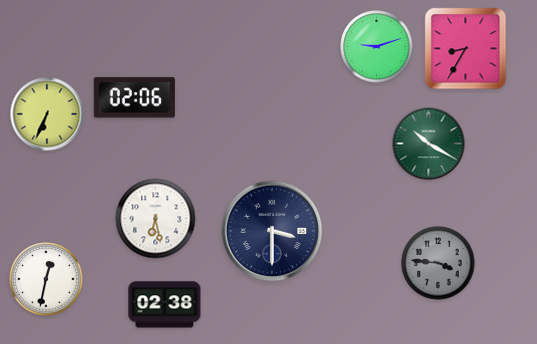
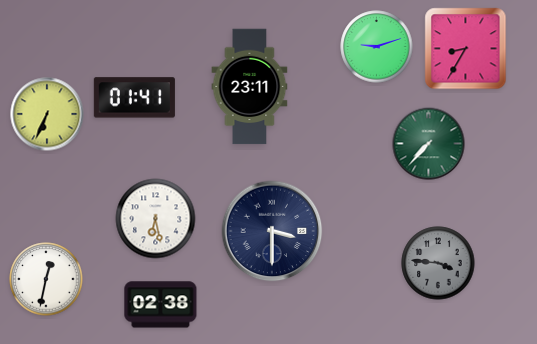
clock at (250, 87): none -> 23:11
clock at (134, 98): 02:06 -> 01:41
clock at (429, 144): 10:20 -> 7:37
clock at (165, 305) position: (165, 305) -> (161, 305)
